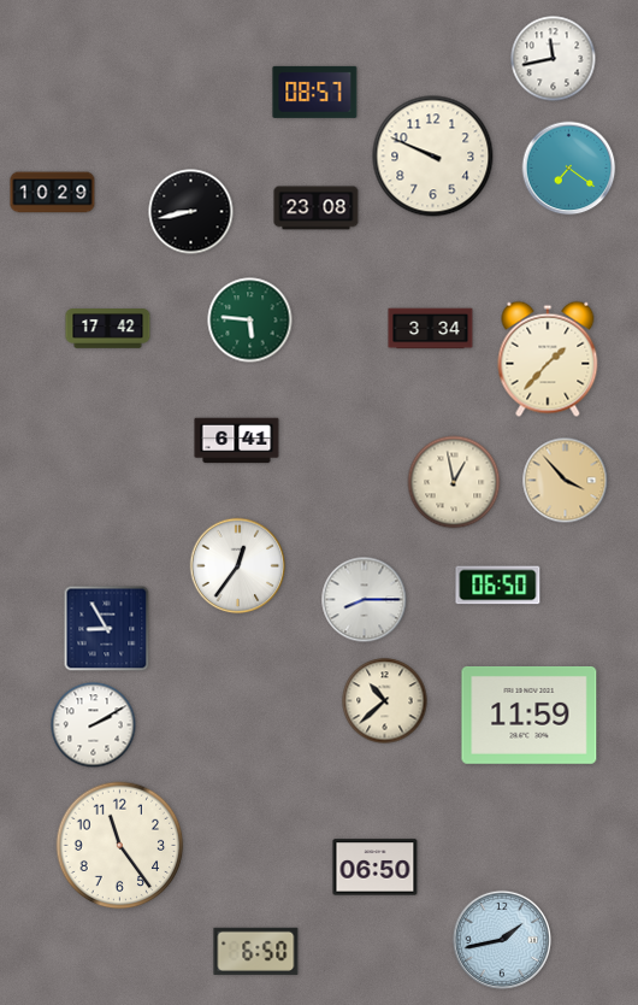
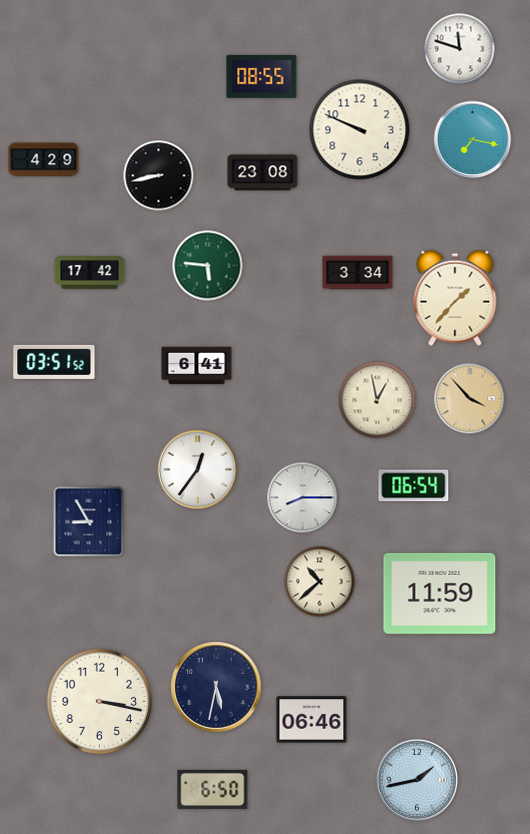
clock at (554, 59): 11:43 -> 11:48
clock at (315, 92): 08:57 -> 08:55
clock at (569, 169): 7:21 -> 7:17
clock at (53, 193): 10:29 -> 4:29
clock at (54, 362): none -> 03:51
clock at (498, 586): 06:50 -> 06:54
clock at (94, 725): 2:10 -> none
clock at (216, 687): none -> 5:32
clock at (120, 846): 11:24 -> 3:17
clock at (376, 868): 06:50 -> 06:46
